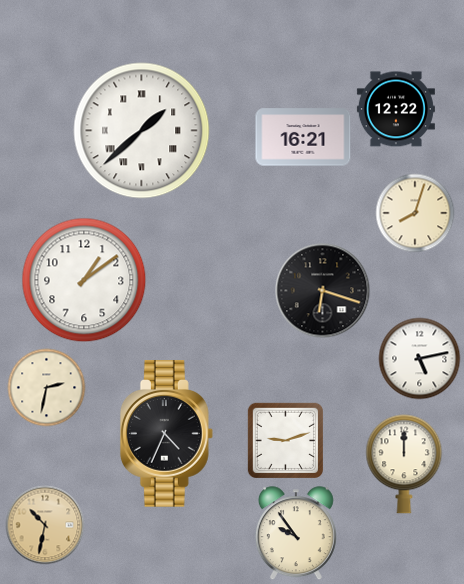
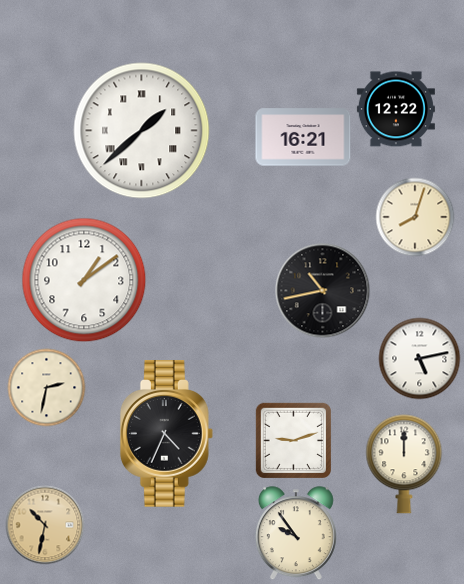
clock at (415, 213) position: (415, 213) -> (415, 217)
clock at (323, 291): 6:18 -> 10:43
clock at (285, 440) position: (285, 440) -> (293, 440)
